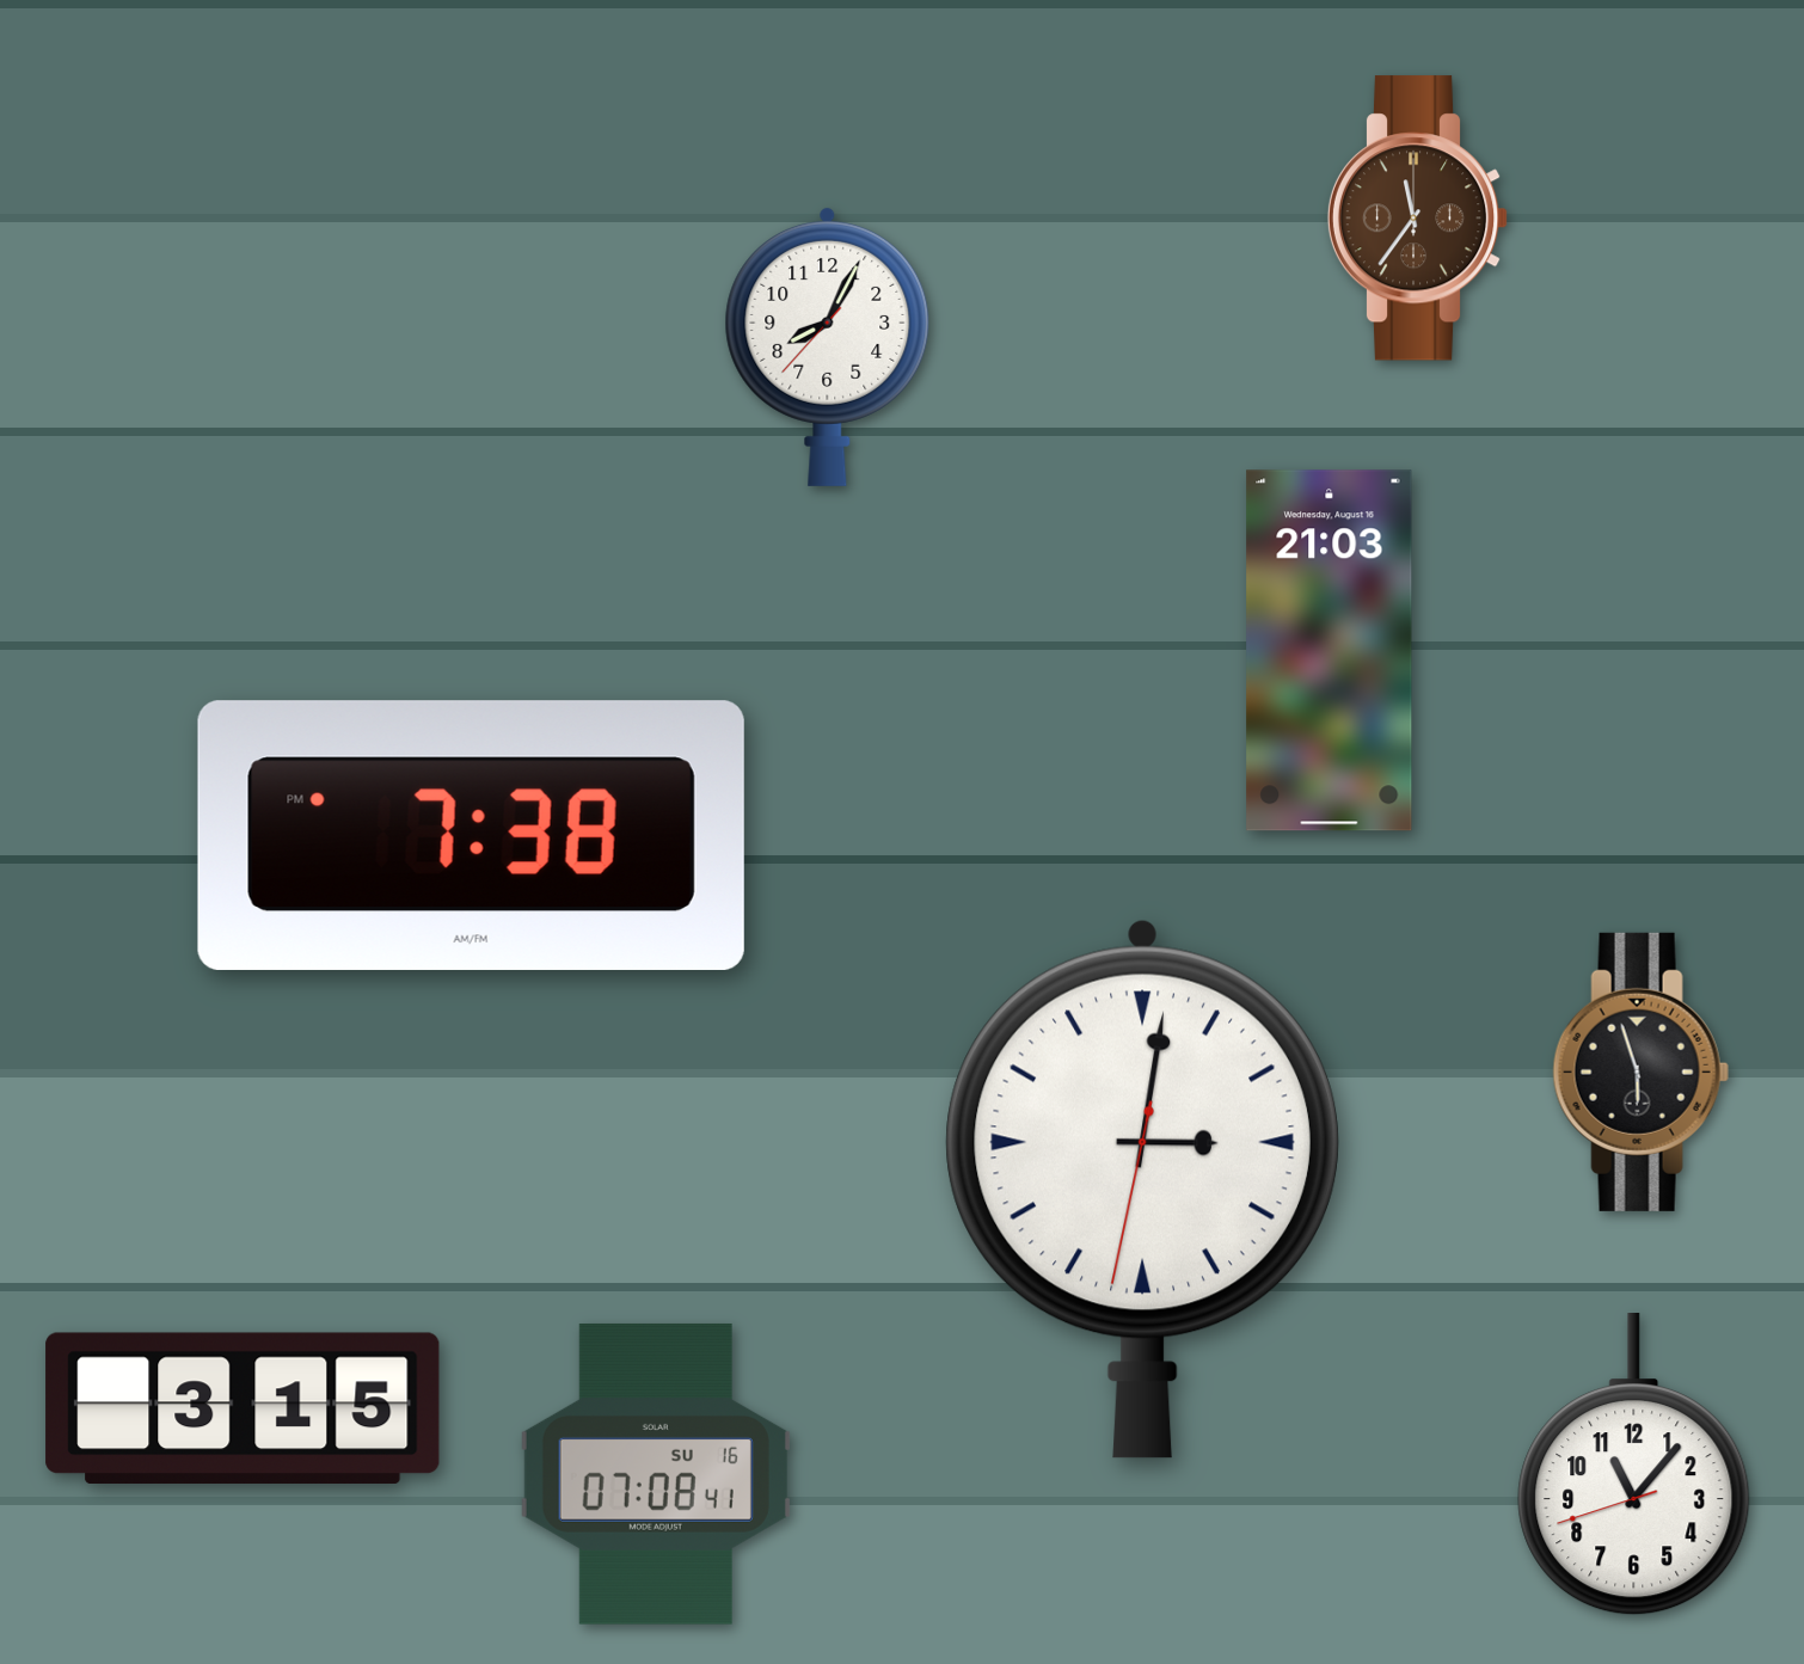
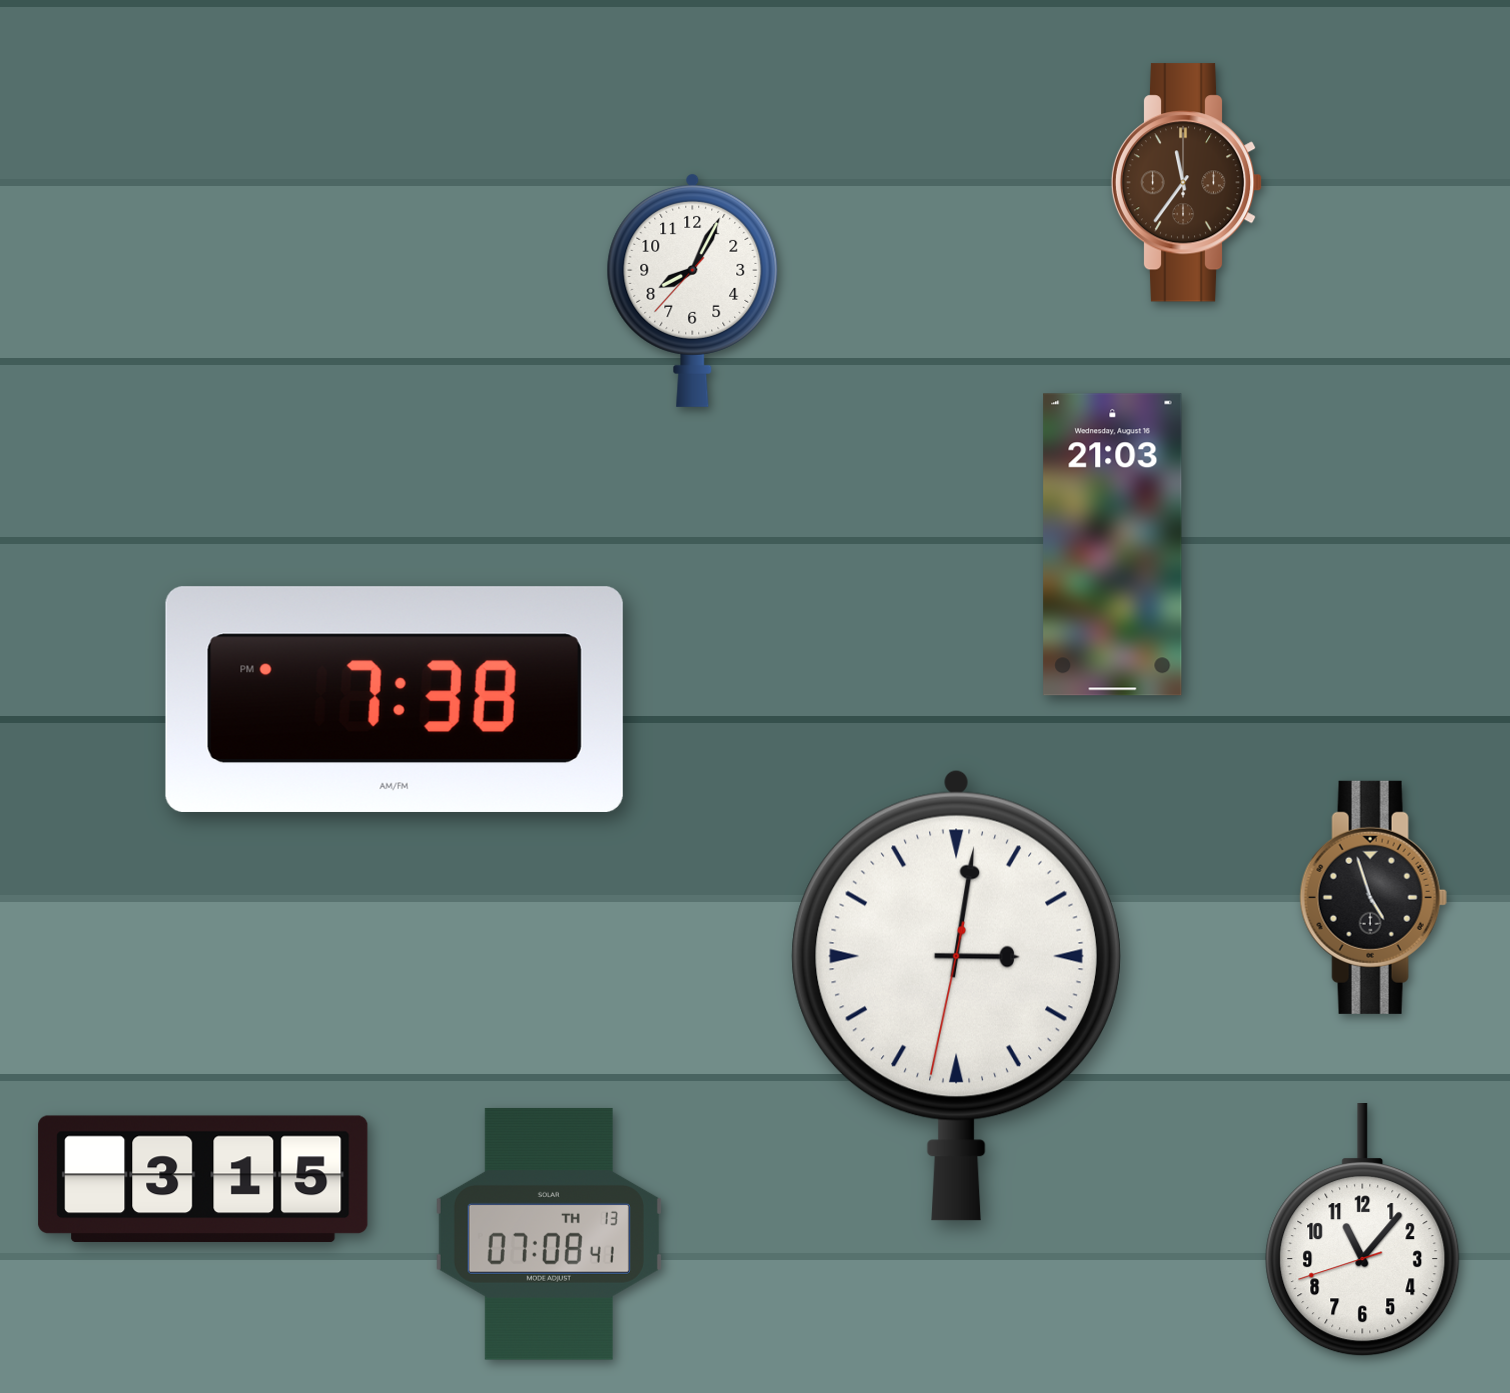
clock at (1640, 1072): 5:57 -> 4:57
clock at (1634, 1466) position: (1634, 1466) -> (1363, 1231)
clock at (656, 1474) date: SU 16 -> TH 13
